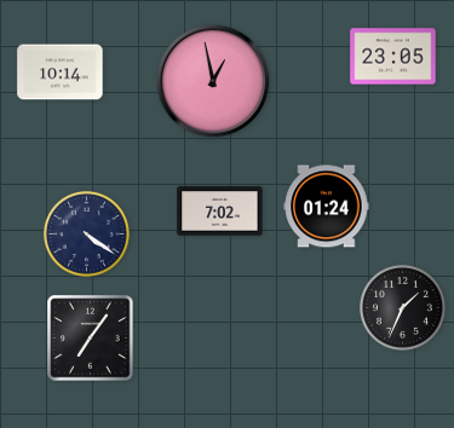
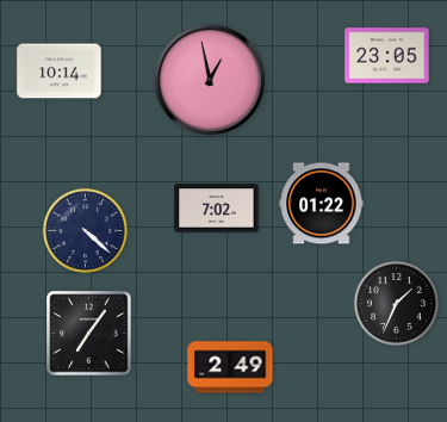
clock at (327, 207): 01:24 -> 01:22
clock at (86, 233): 4:21 -> 4:22
clock at (230, 367): none -> 2:49
